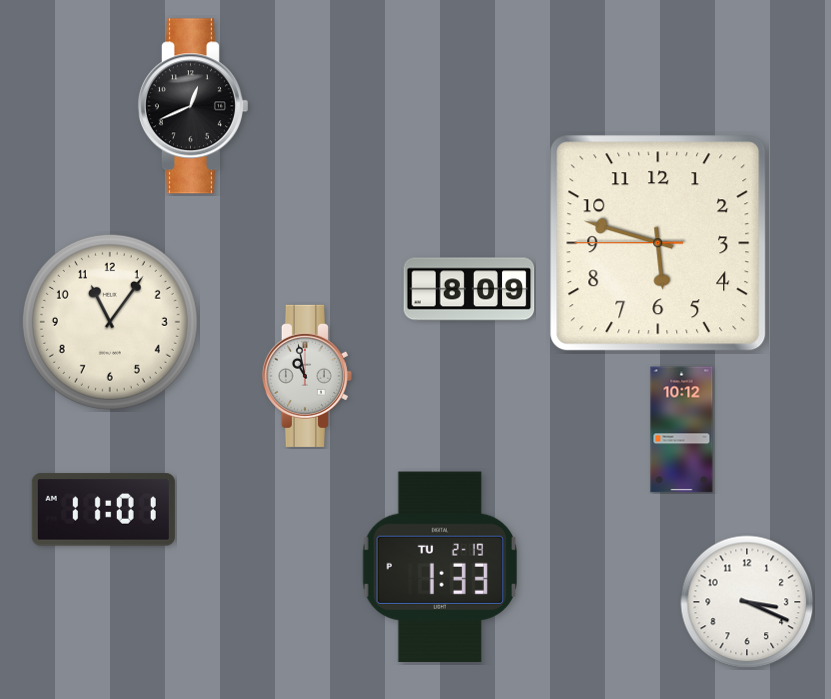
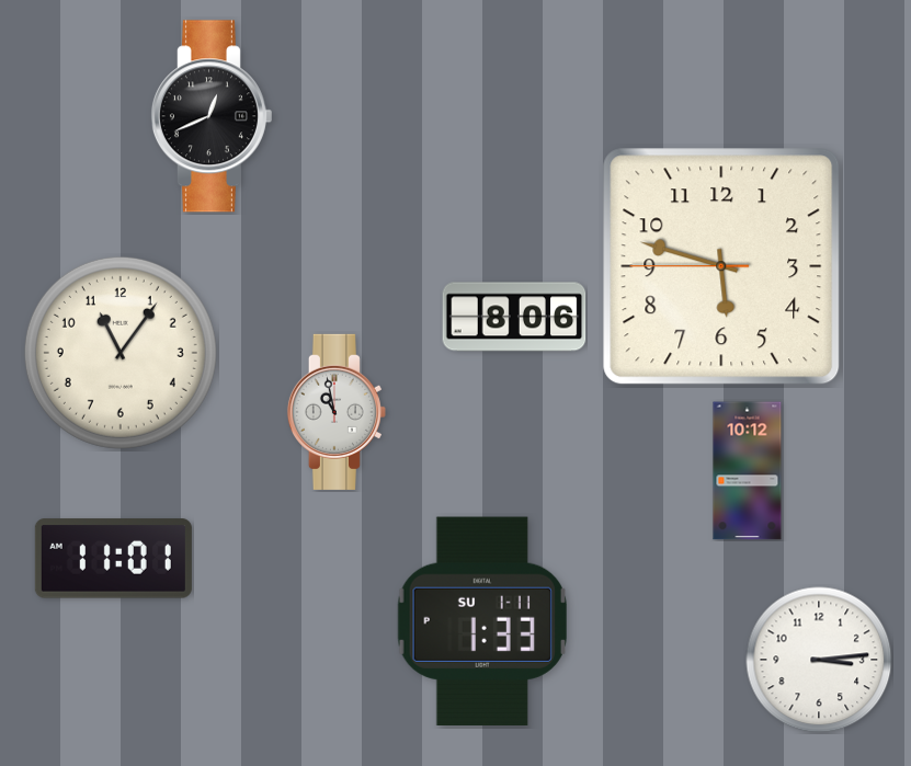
clock at (469, 289): 8:09 -> 8:06
clock at (439, 566) date: TU 2-19 -> SU 1-11
clock at (747, 602): 3:19 -> 3:14
